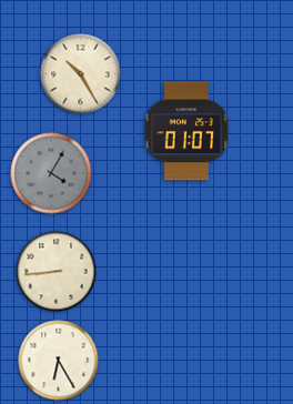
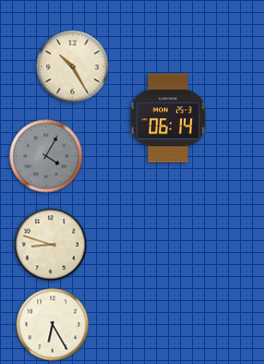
clock at (186, 131): 01:07 -> 06:14
clock at (57, 272): 8:44 -> 8:48
